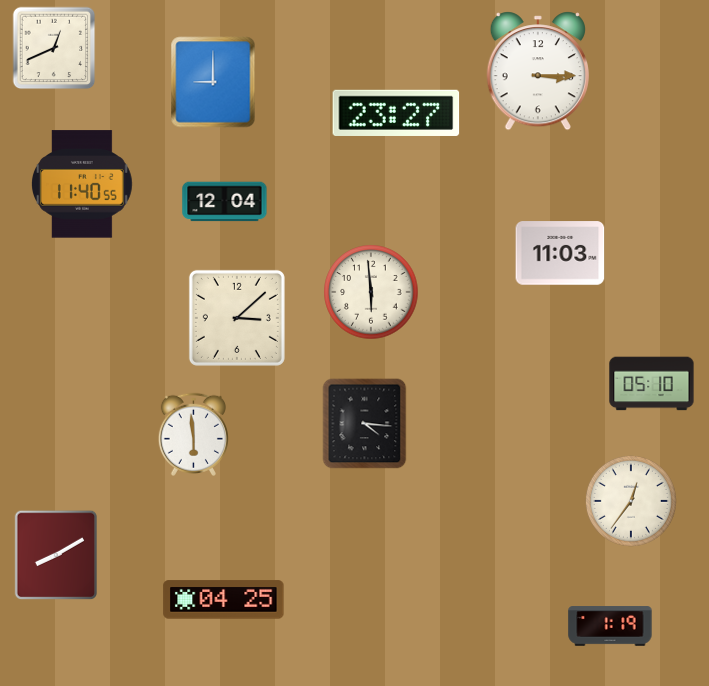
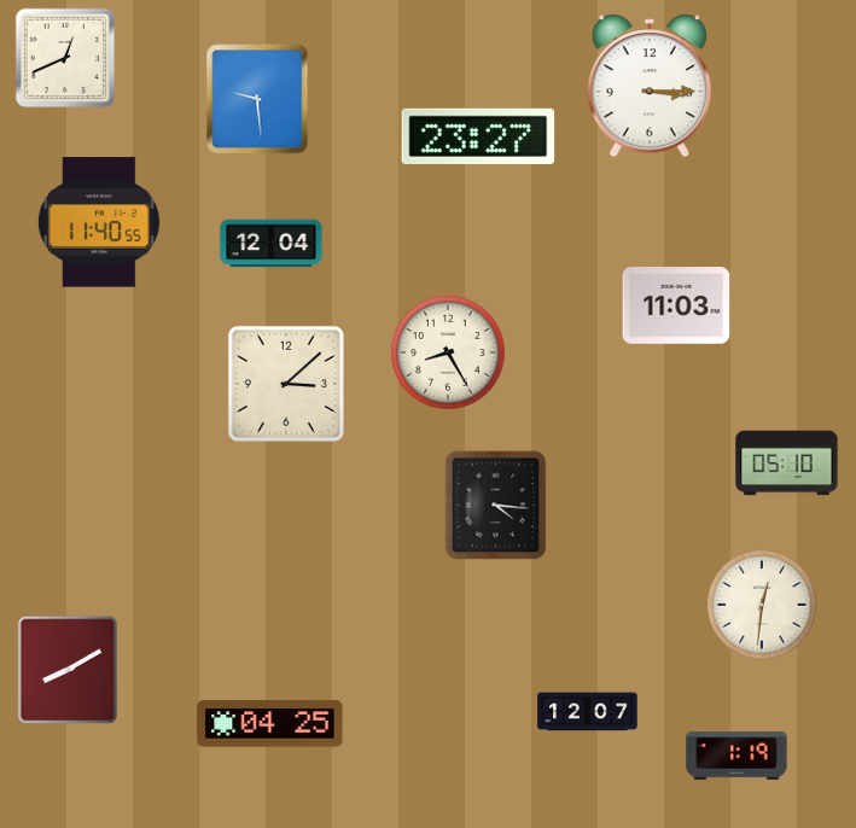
clock at (213, 82): 9:00 -> 9:29
clock at (371, 292): 5:59 -> 8:25
clock at (365, 424) position: (365, 424) -> (496, 506)
clock at (193, 434): 5:59 -> none
clock at (631, 501): 12:36 -> 12:31
clock at (588, 712): none -> 12:07
